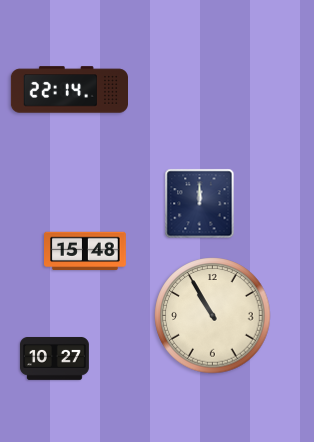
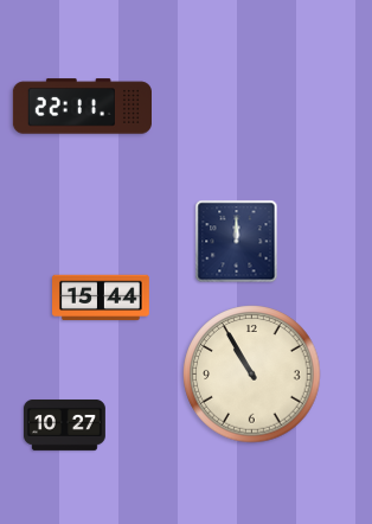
clock at (69, 90): 22:14 -> 22:11
clock at (86, 251): 15:48 -> 15:44
